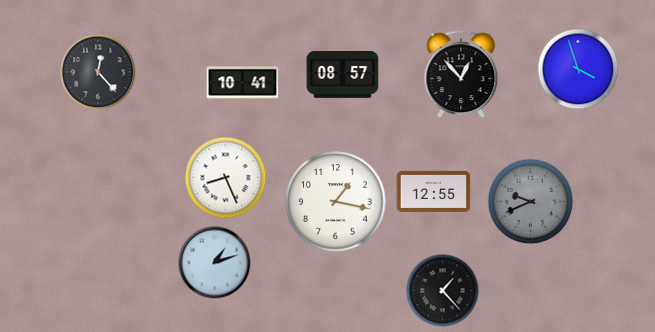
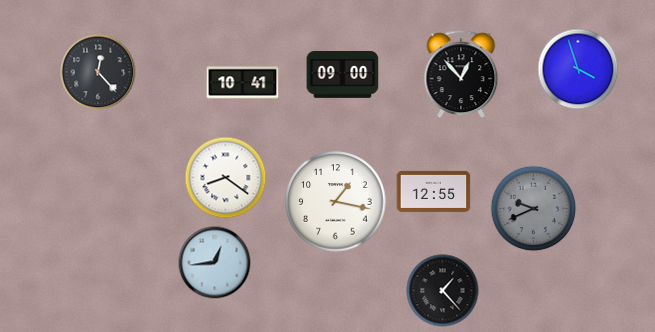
clock at (343, 75): 08:57 -> 09:00
clock at (226, 178): 8:26 -> 8:21
clock at (531, 202) position: (531, 202) -> (534, 209)
clock at (215, 263): 1:12 -> 12:44
